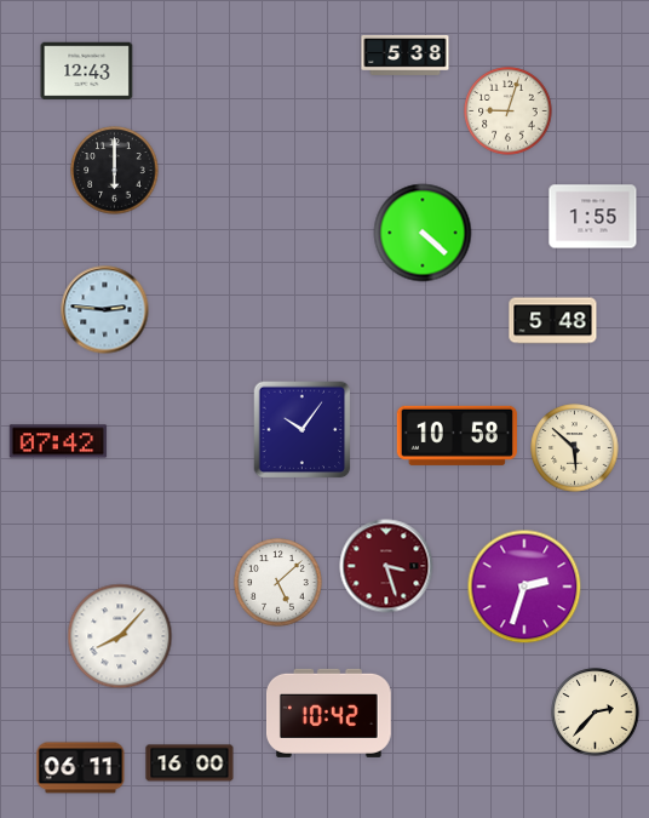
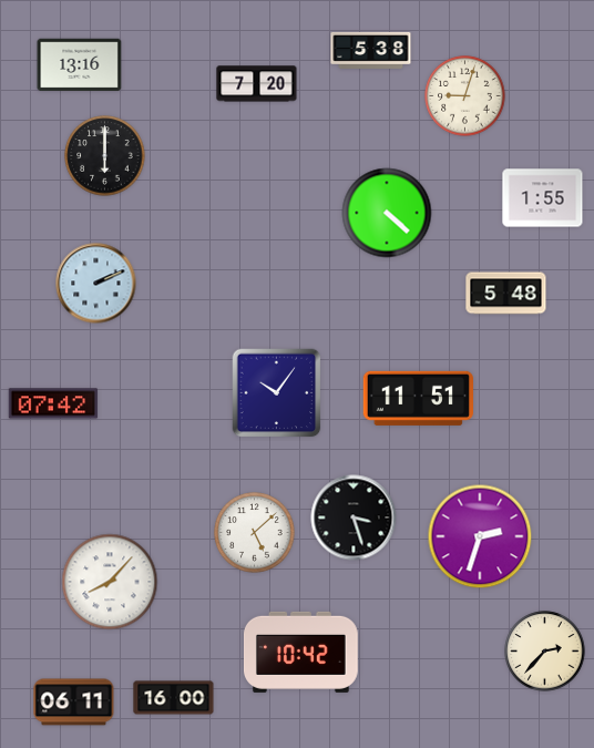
clock at (87, 71): 12:43 -> 13:16
clock at (257, 84): none -> 7:20
clock at (509, 111) position: (509, 111) -> (465, 96)
clock at (105, 310): 2:46 -> 2:11
clock at (456, 435): 10:58 -> 11:51
clock at (575, 448): 5:52 -> none
clock at (386, 566) dial: burgundy -> black
